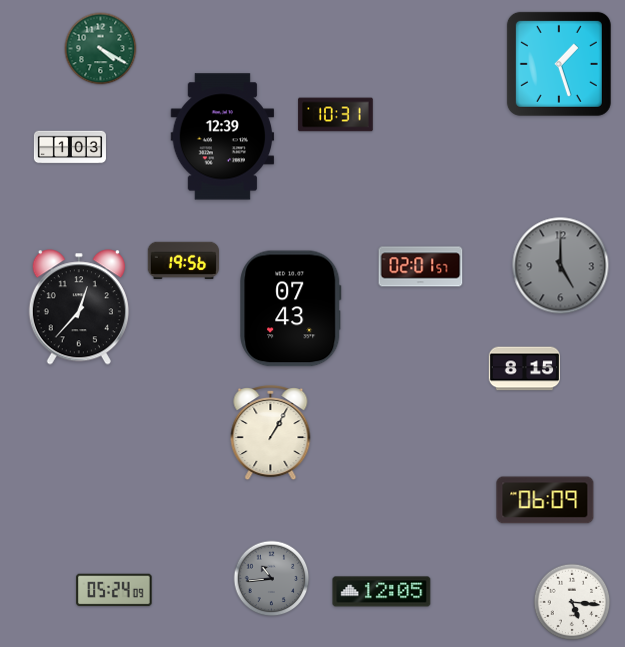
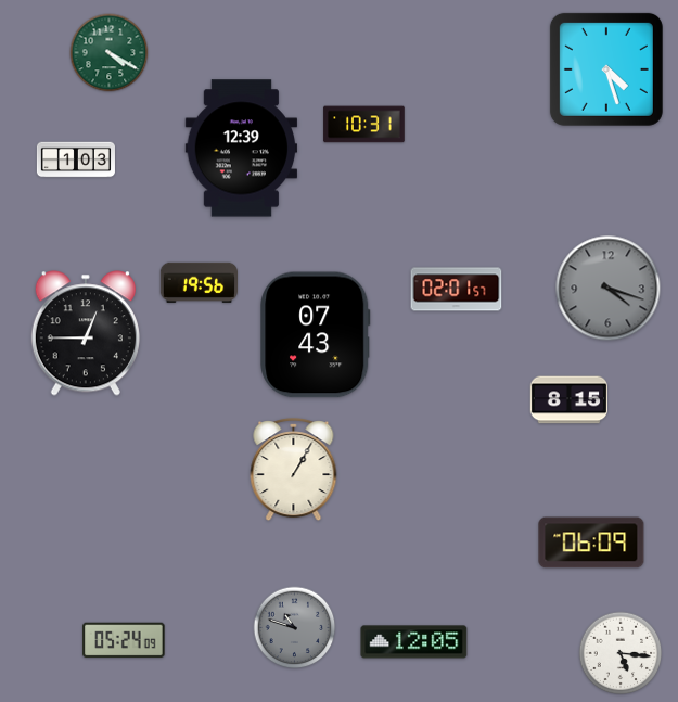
clock at (559, 64): 1:27 -> 4:27
clock at (561, 266): 5:00 -> 4:18
clock at (79, 307): 12:37 -> 12:45
clock at (272, 579): 10:44 -> 10:48
